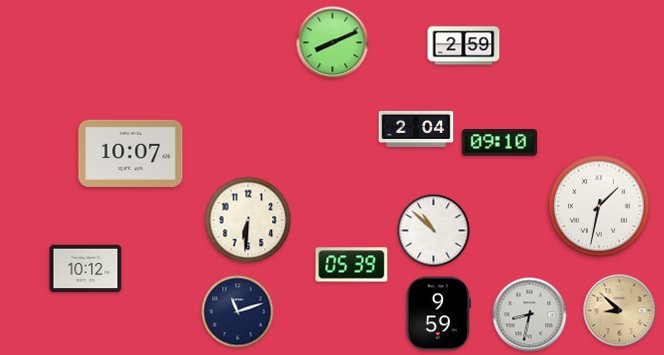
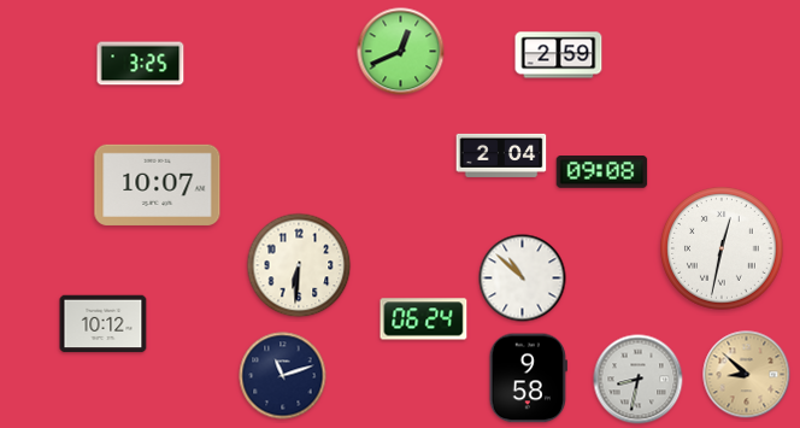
clock at (333, 43): 8:11 -> 12:41
clock at (141, 64): none -> 3:25
clock at (500, 143): 09:10 -> 09:08
clock at (599, 206): 1:32 -> 12:32
clock at (352, 265): 05:39 -> 06:24
clock at (238, 312) position: (238, 312) -> (283, 376)
clock at (438, 314): 9:59 -> 9:58
